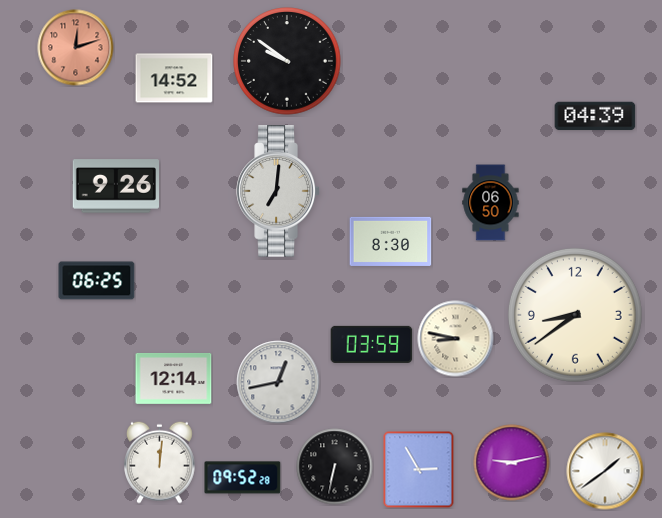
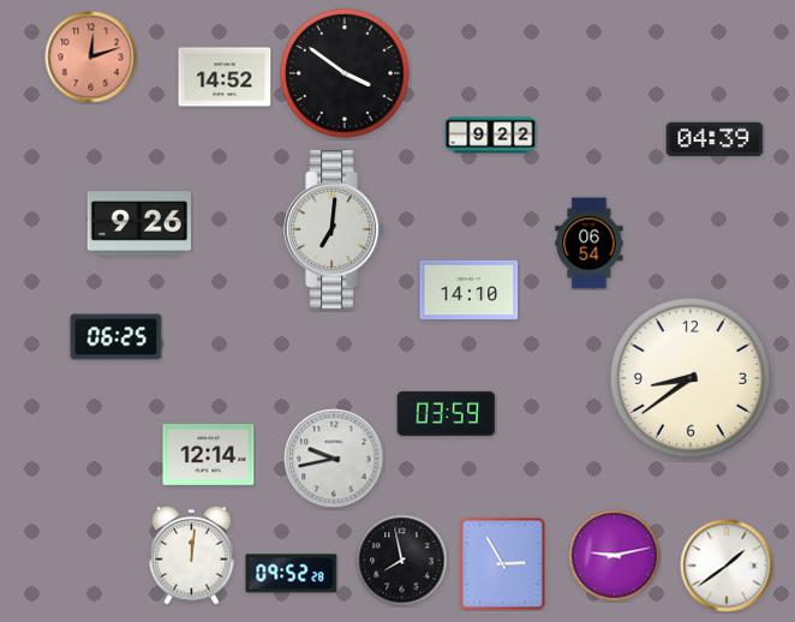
clock at (287, 61): 9:51 -> 3:51
clock at (174, 78) position: (174, 78) -> (225, 77)
clock at (491, 136): none -> 9:22
clock at (491, 203): 06:50 -> 06:54
clock at (391, 241): 8:30 -> 14:10
clock at (456, 339): 8:47 -> none
clock at (278, 382): 12:43 -> 9:43
clock at (335, 467): 6:32 -> 7:58
